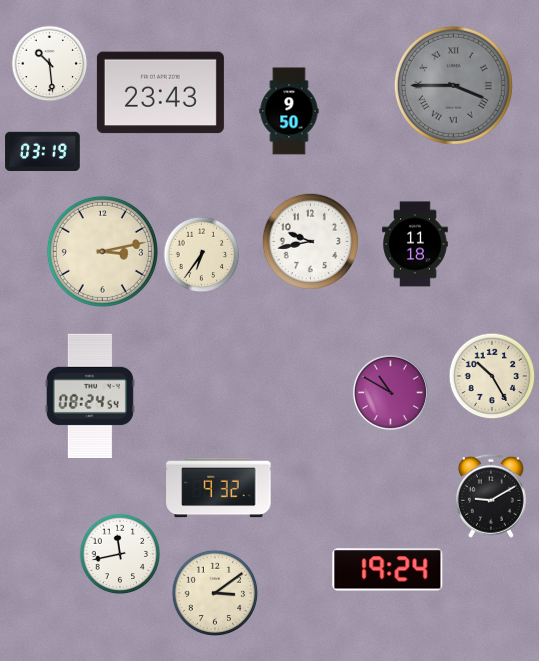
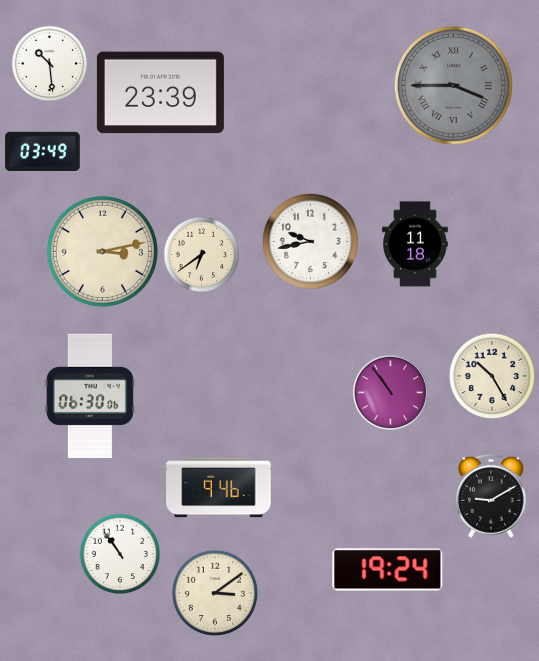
clock at (160, 93): 23:43 -> 23:39
clock at (289, 111): 9:50 -> none
clock at (43, 152): 03:19 -> 03:49
clock at (202, 255): 6:36 -> 6:39
clock at (390, 392): 10:50 -> 10:54
clock at (90, 395): 08:24 -> 06:30
clock at (219, 488): 9:32 -> 9:46
clock at (120, 554): 11:43 -> 10:54
